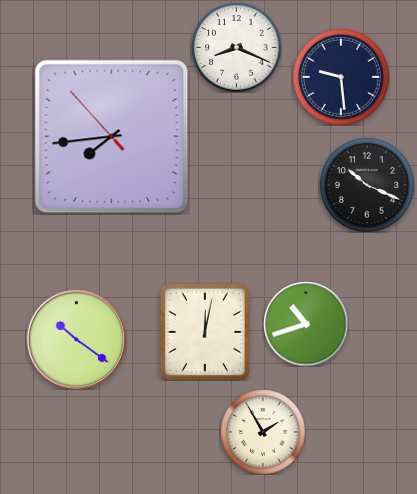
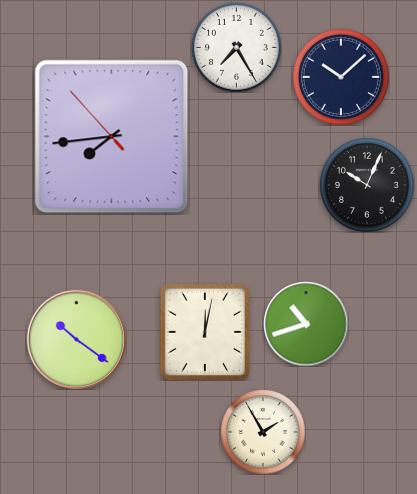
clock at (236, 47): 8:19 -> 7:25
clock at (341, 77): 9:29 -> 10:08
clock at (367, 185): 10:19 -> 10:04
